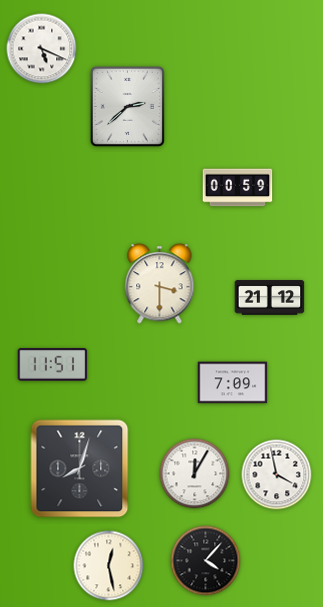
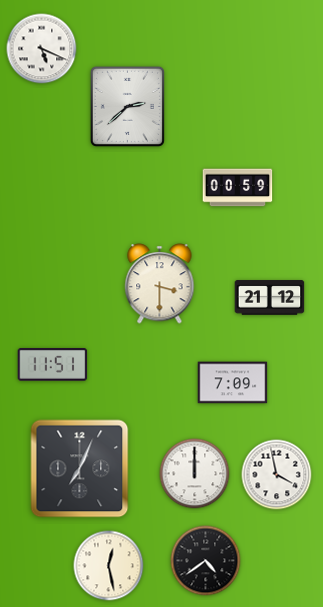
clock at (80, 469): 8:03 -> 7:04
clock at (195, 474): 12:05 -> 12:00
clock at (206, 561): 4:07 -> 4:39
